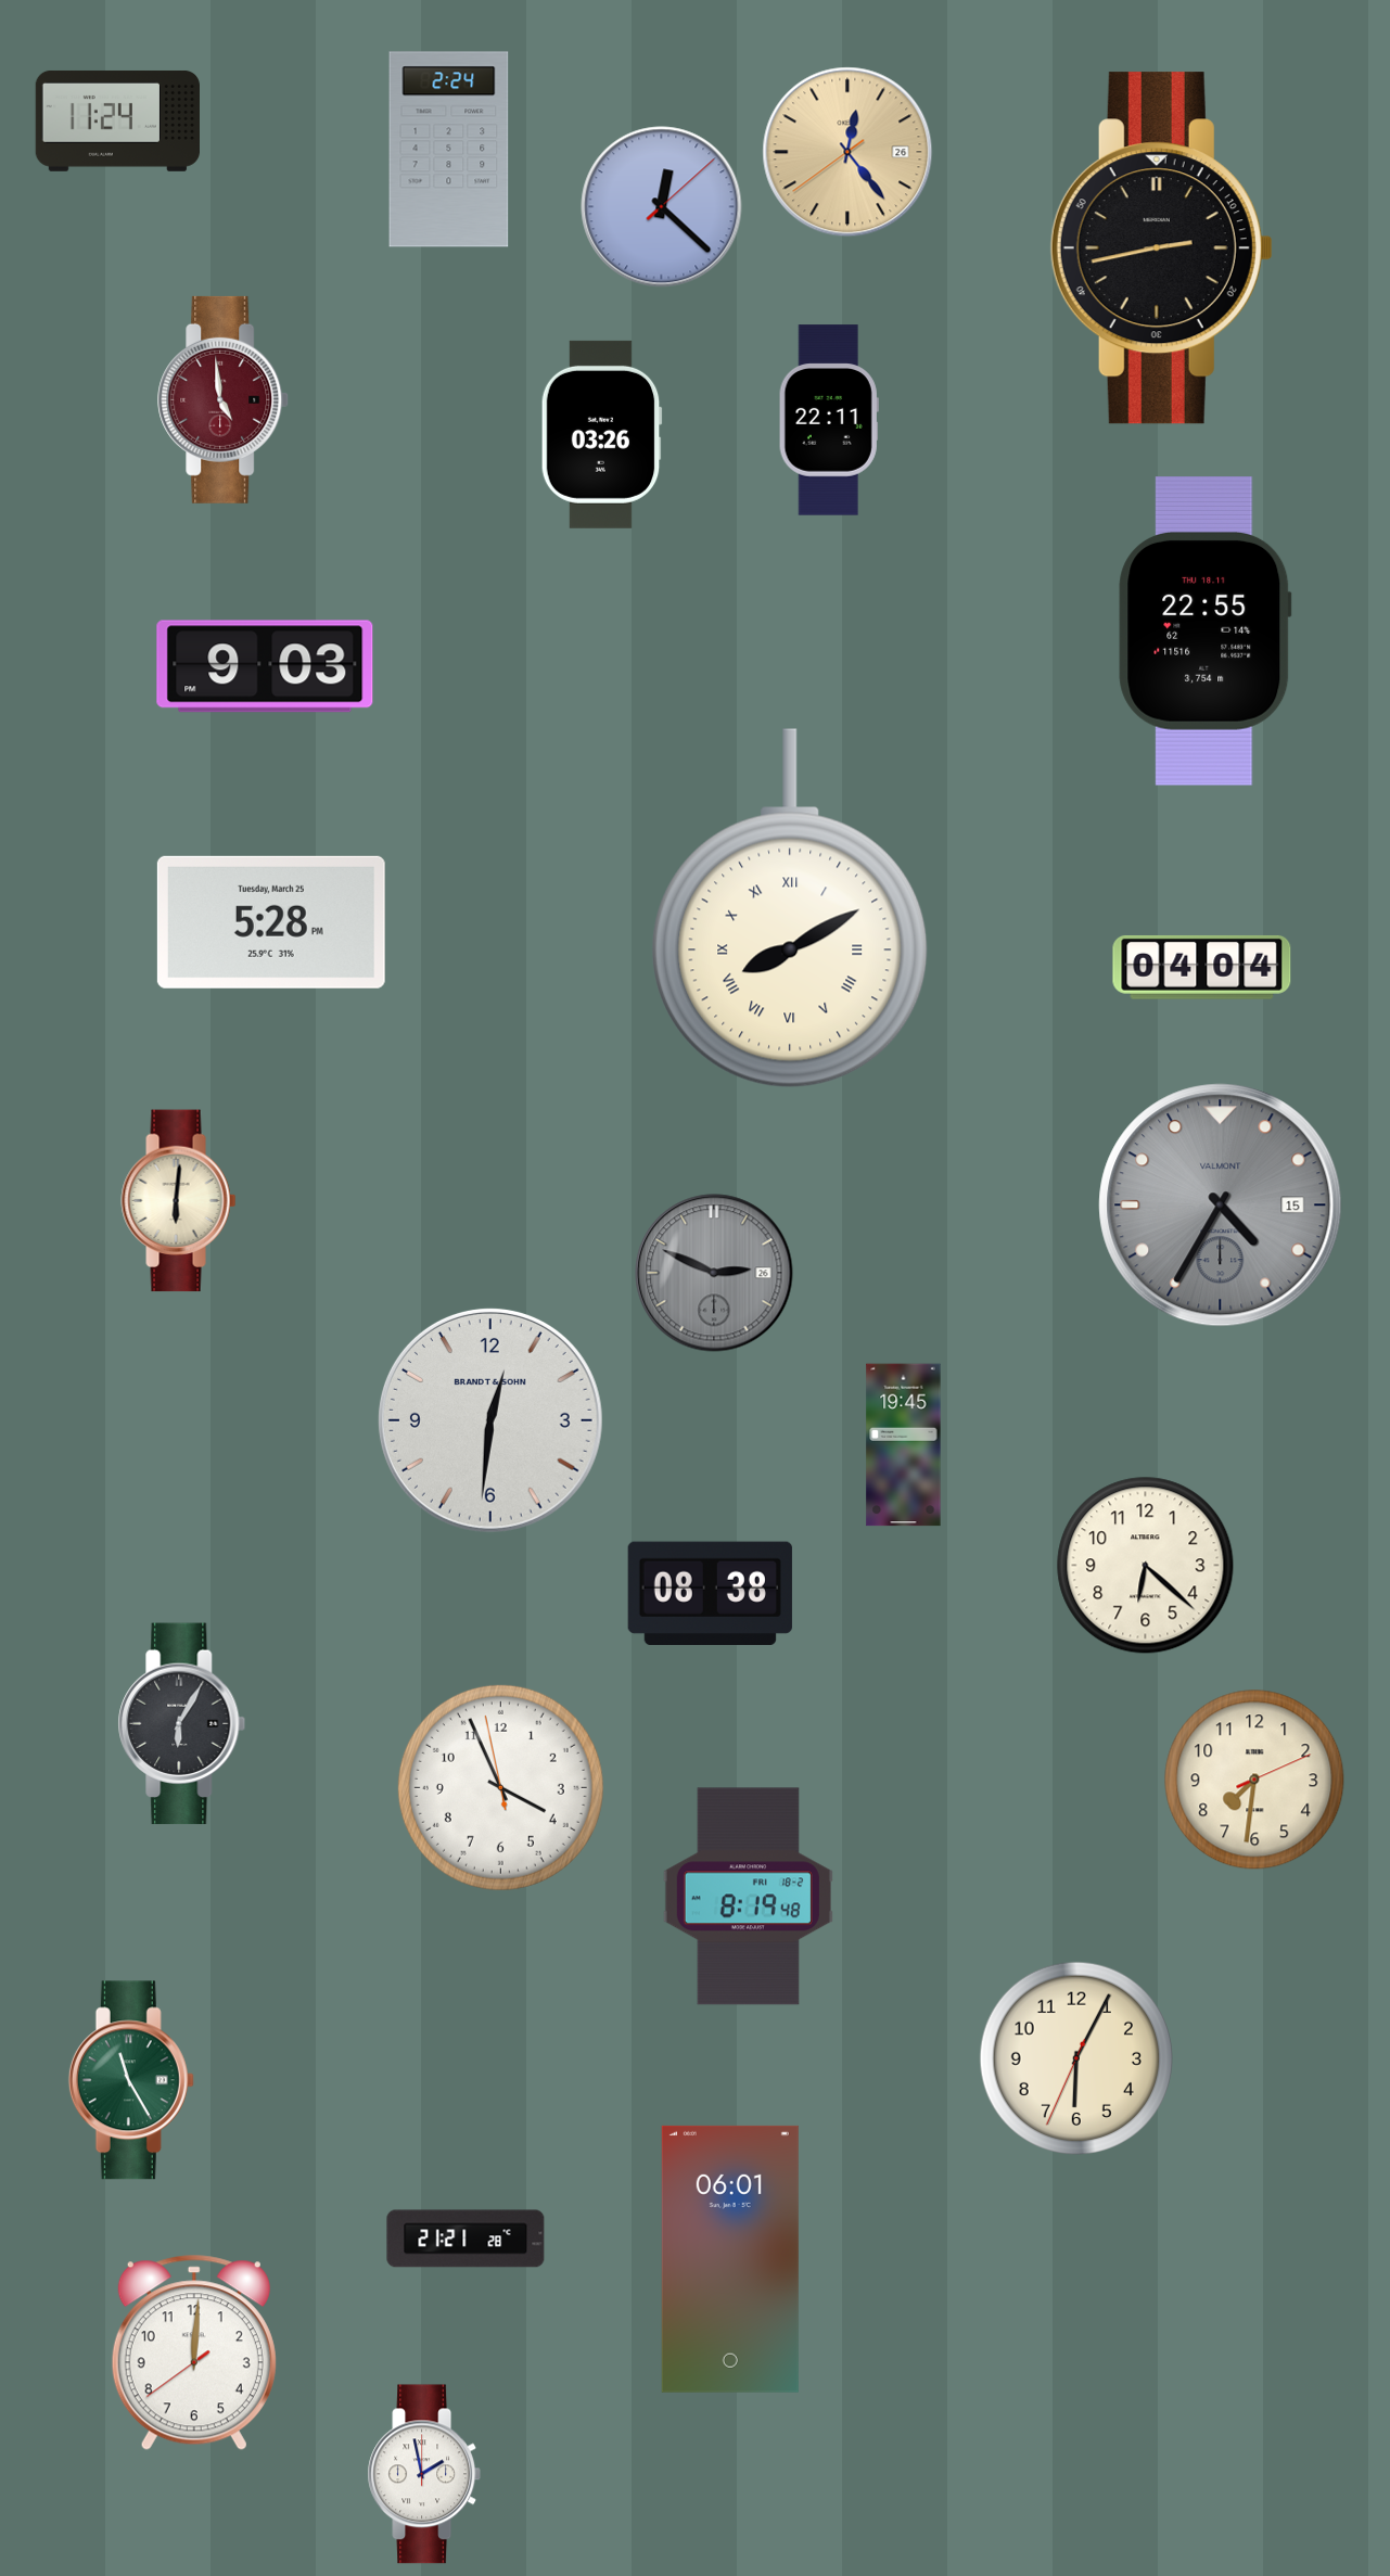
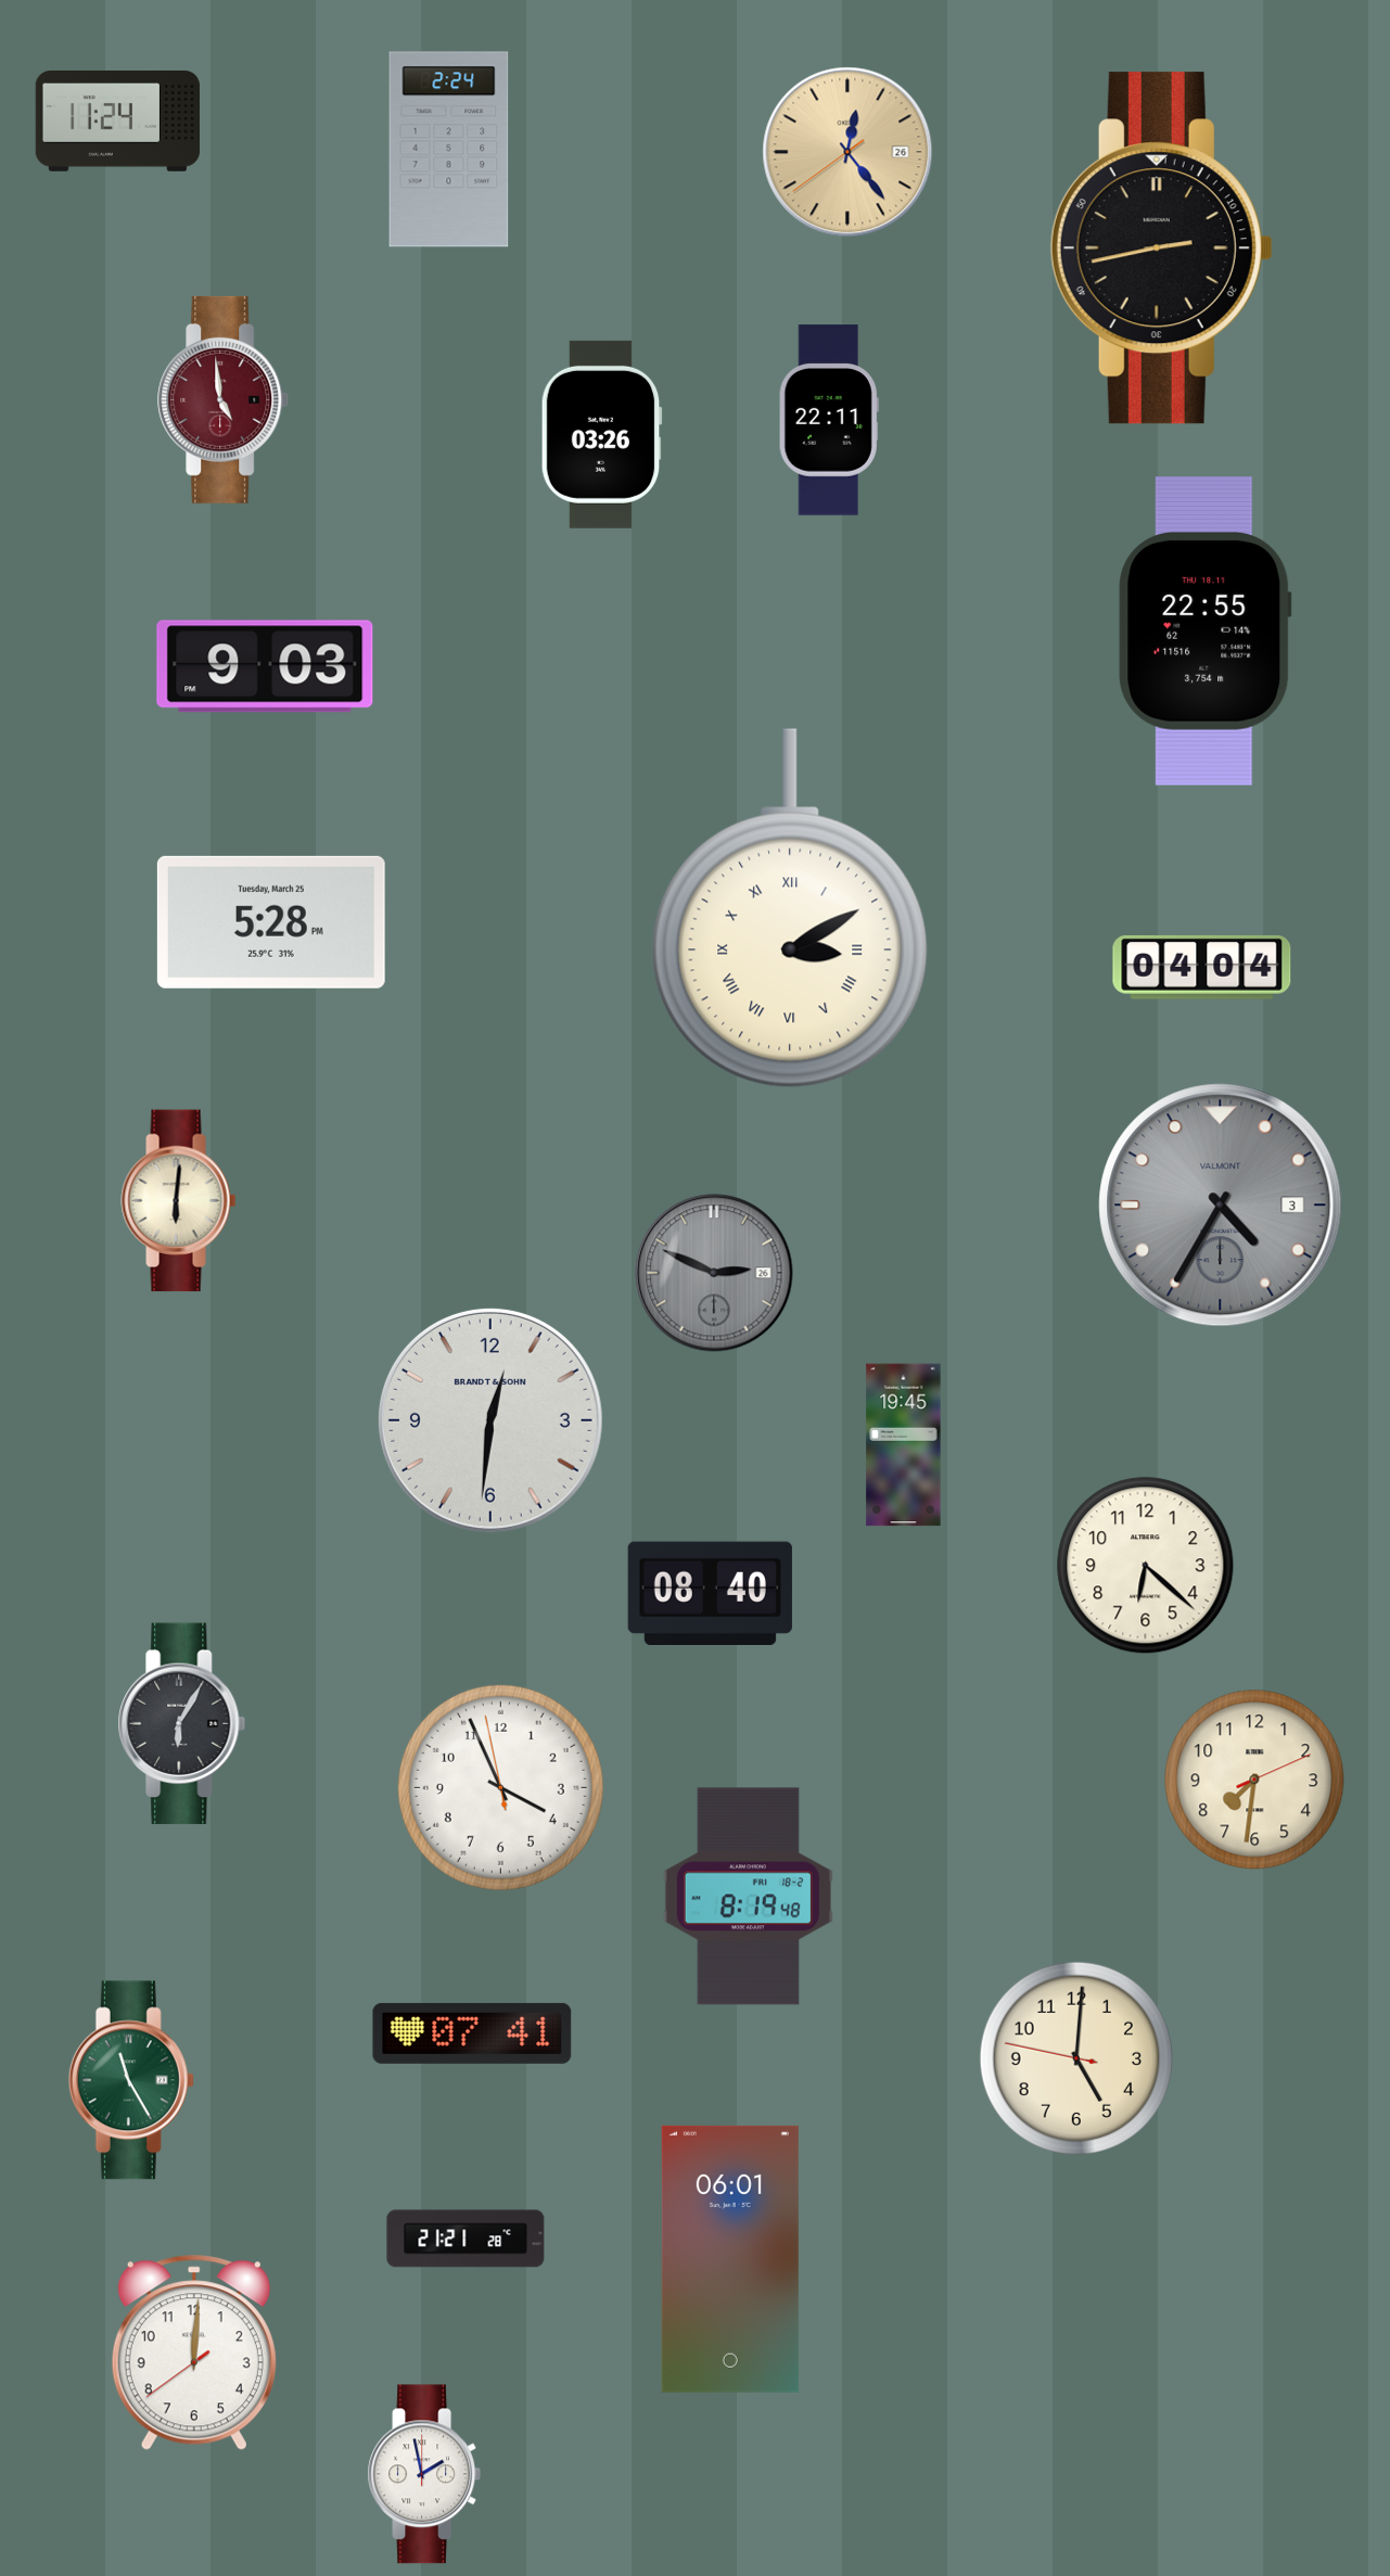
clock at (662, 207): 12:22 -> none
clock at (790, 908): 8:10 -> 3:10
clock at (1221, 1206) date: 15 -> 3
clock at (710, 1593): 08:38 -> 08:40
clock at (472, 2033): none -> 07:41
clock at (1075, 2057): 6:04 -> 5:00
